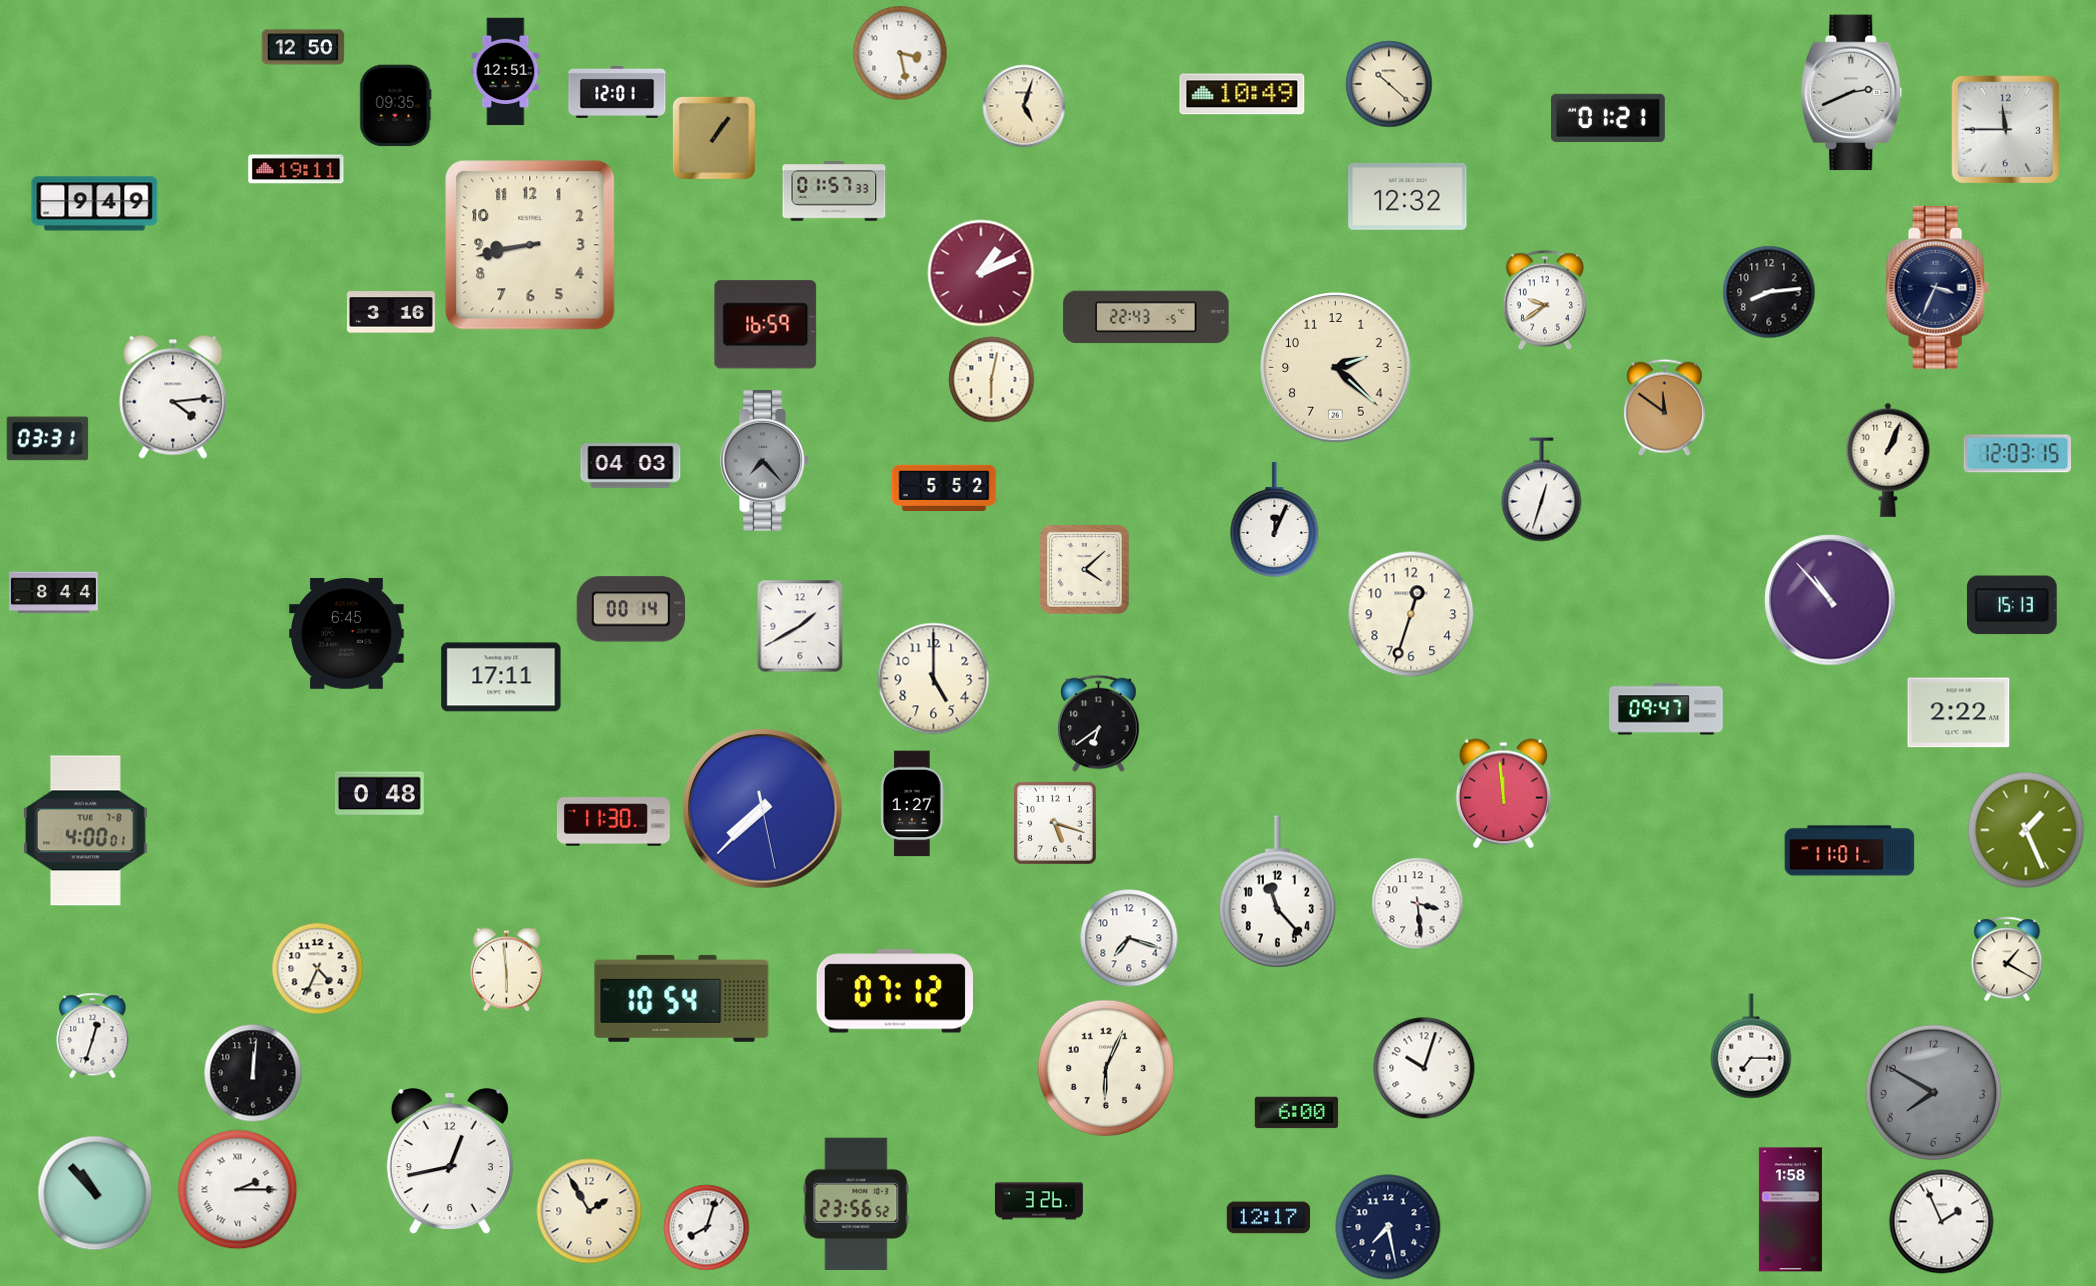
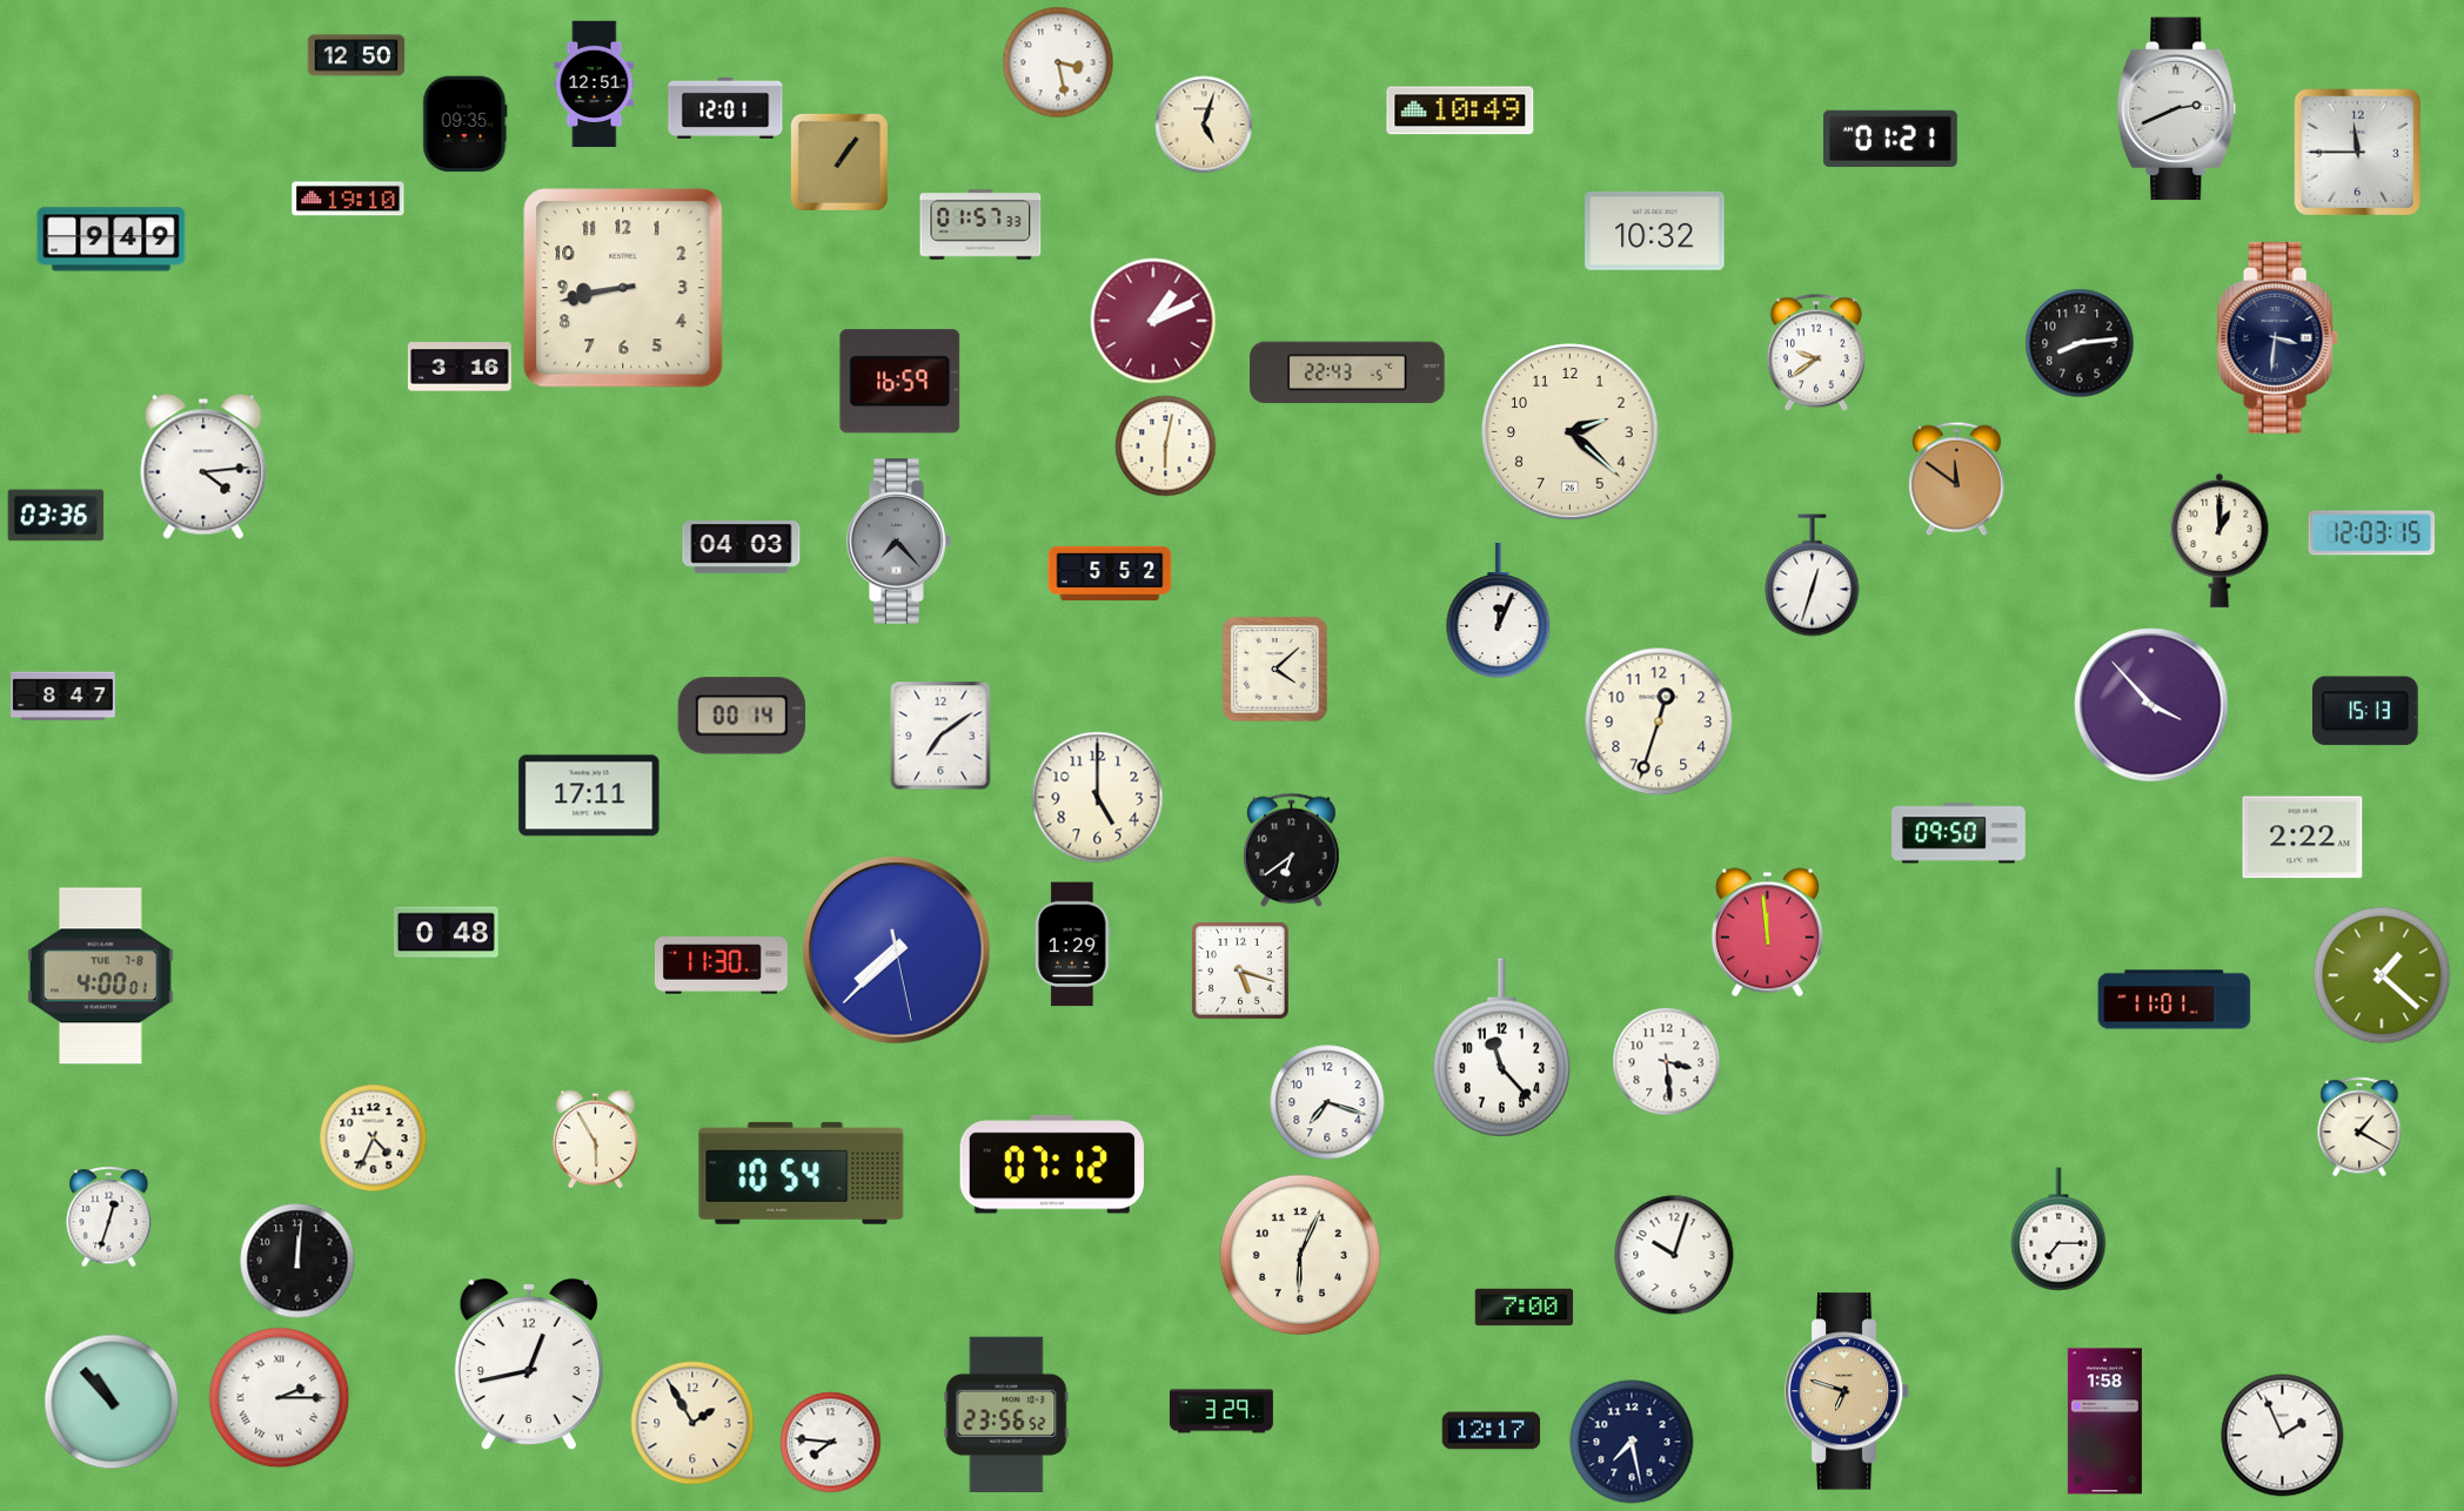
clock at (1389, 84): 10:22 -> none
clock at (296, 169): 19:11 -> 19:10
clock at (1408, 196): 12:32 -> 10:32
clock at (1937, 287): 3:34 -> 3:31
clock at (48, 439): 03:31 -> 03:36
clock at (1888, 460): 1:04 -> 1:00
clock at (54, 593): 8:44 -> 8:47
clock at (1830, 600): 10:53 -> 3:53
clock at (800, 626): 1:40 -> 7:09
clock at (347, 634): 6:45 -> none
clock at (1667, 709): 09:47 -> 09:50
clock at (913, 804): 1:27 -> 1:29
clock at (1055, 823) position: (1055, 823) -> (1240, 971)
clock at (2026, 830): 1:26 -> 1:22
clock at (506, 970): 5:59 -> 5:55
clock at (1934, 1093): 7:50 -> none
clock at (1297, 1113): 6:00 -> 7:00
clock at (1847, 1391): none -> 6:48
clock at (1039, 1201): 3:26 -> 3:29
clock at (707, 1228): 8:03 -> 7:46
